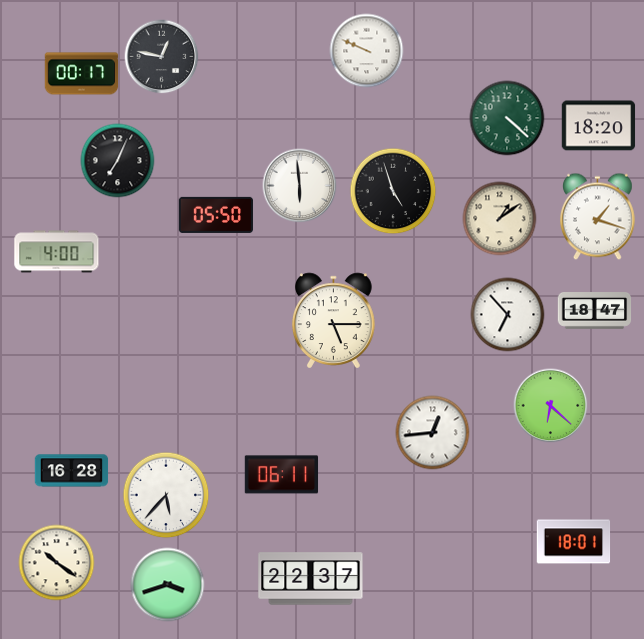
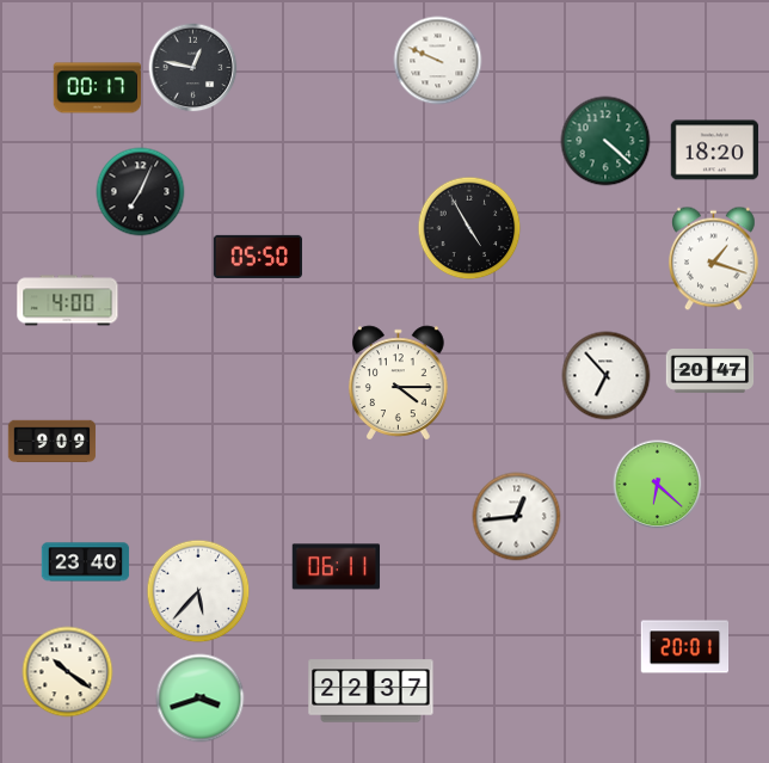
clock at (300, 186): 5:59 -> none
clock at (393, 191): 4:57 -> 4:55
clock at (500, 219): 1:09 -> none
clock at (595, 311): 18:47 -> 20:47
clock at (334, 321): 5:15 -> 4:15
clock at (53, 442): none -> 9:09
clock at (72, 471): 16:28 -> 23:40
clock at (574, 542): 18:01 -> 20:01
